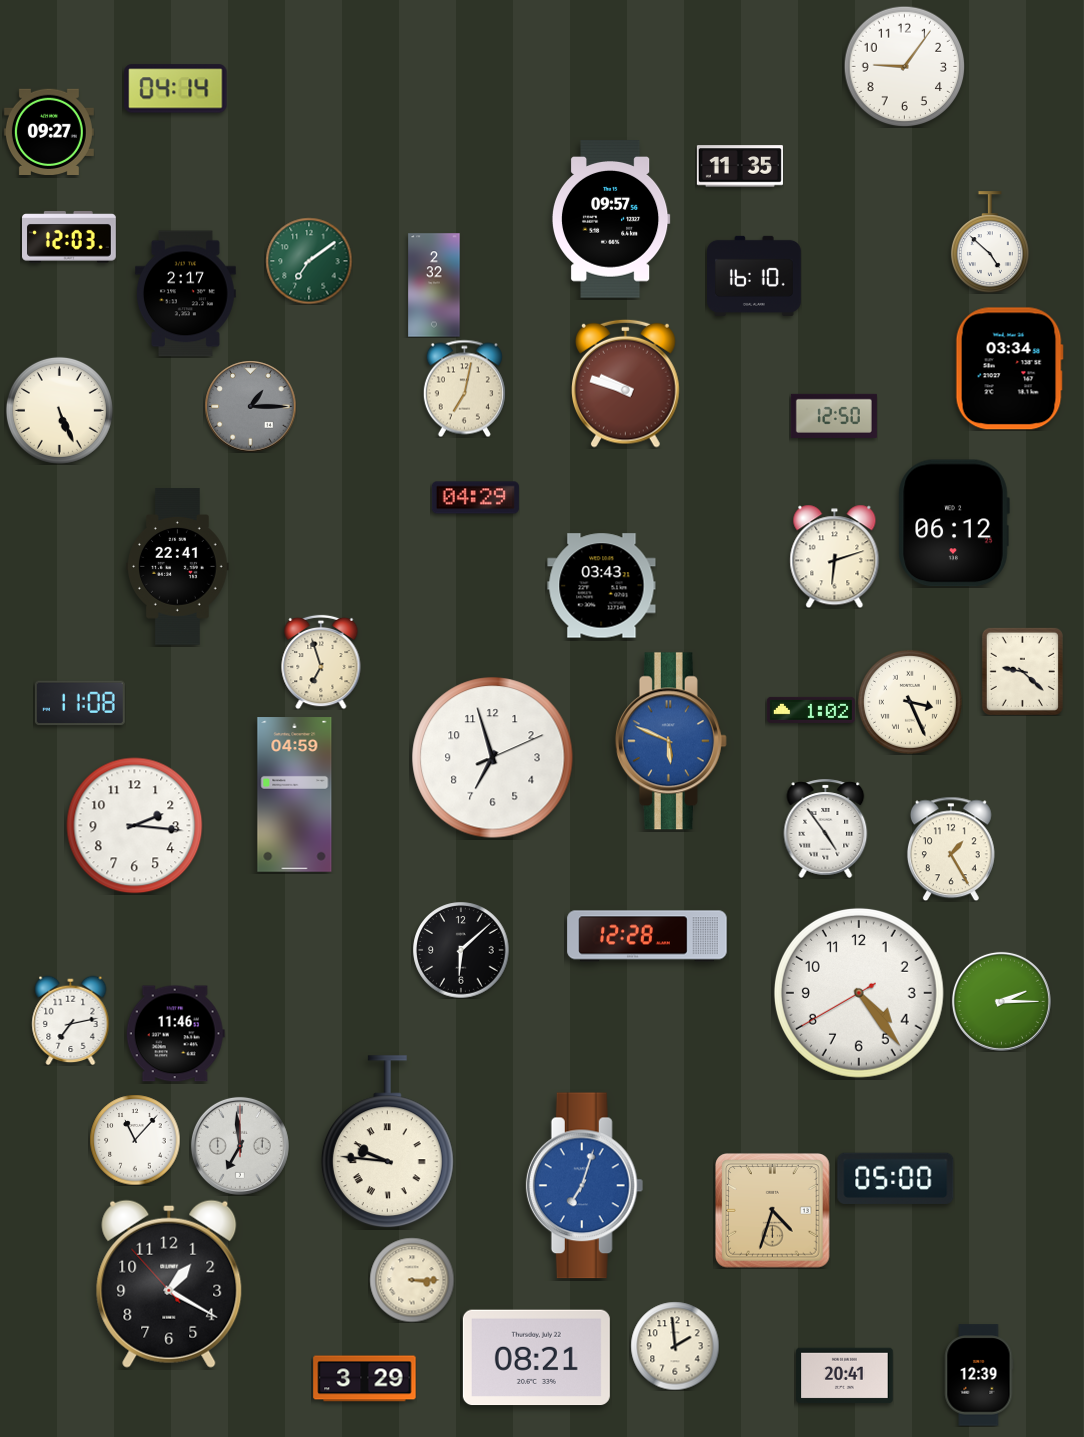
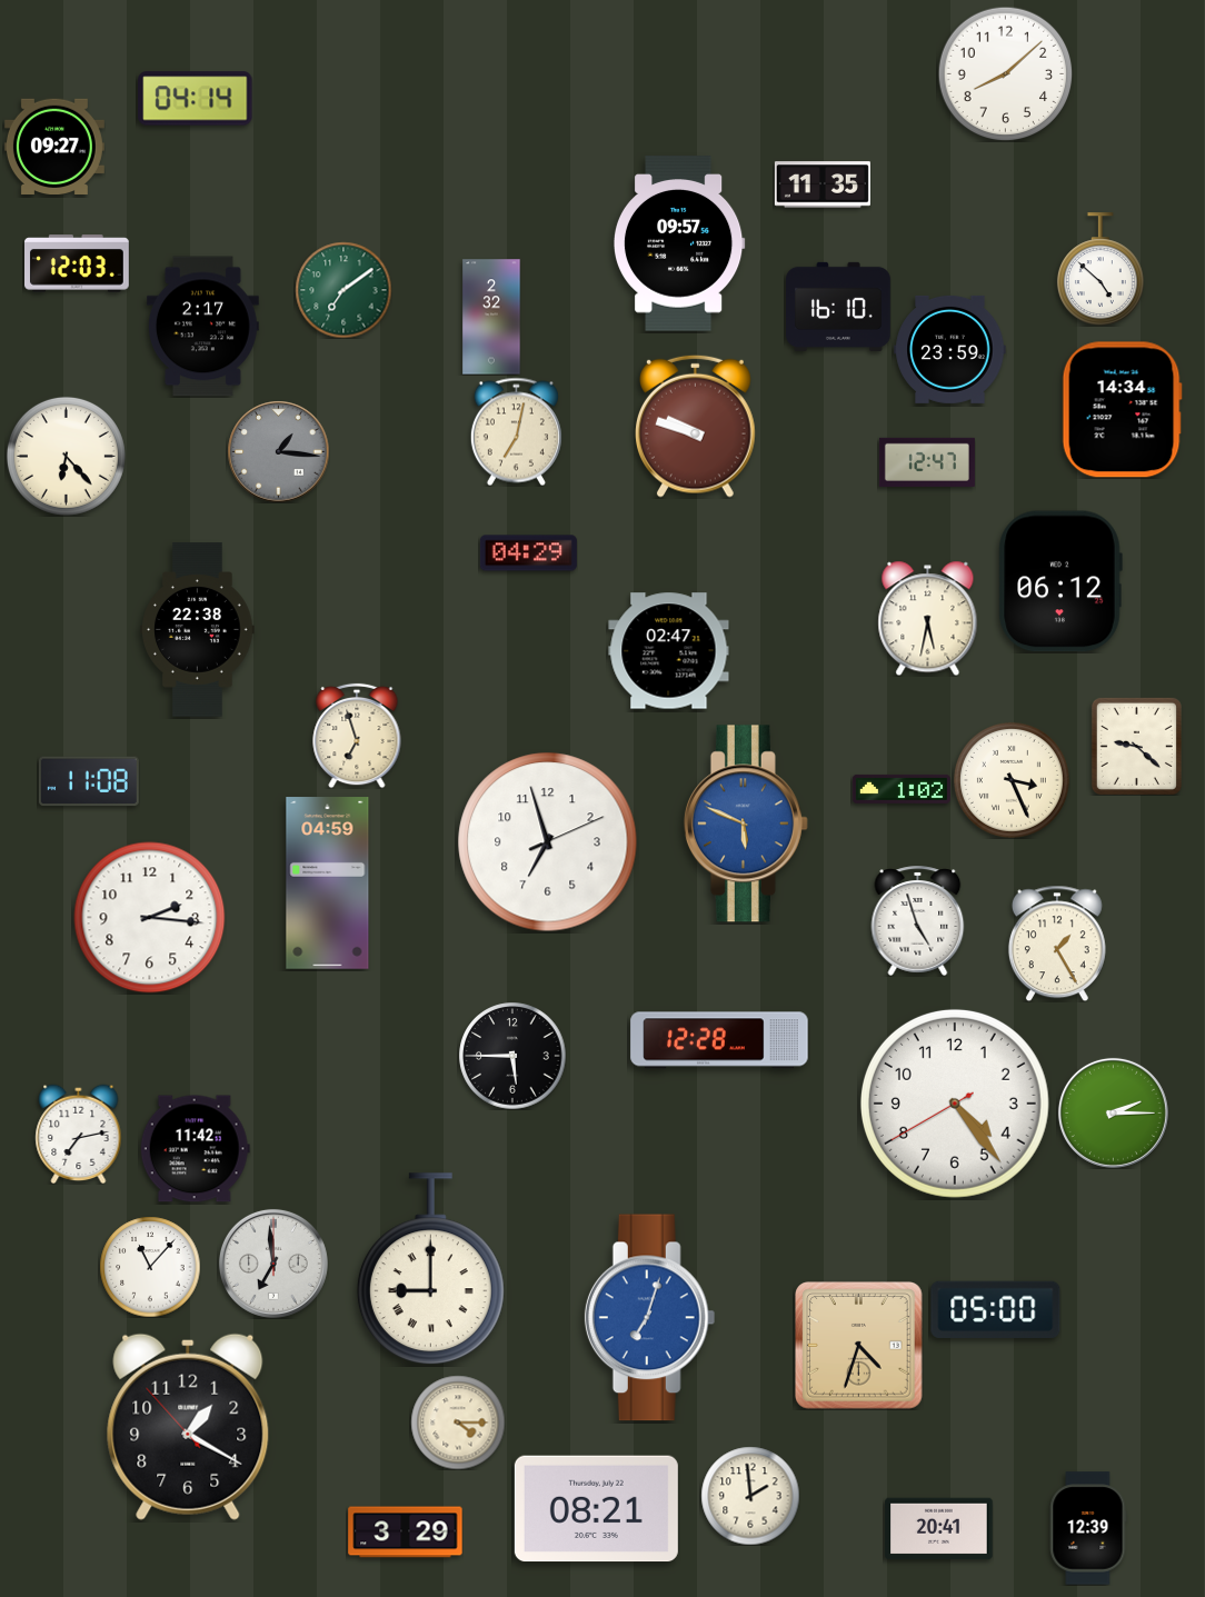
clock at (904, 66): 9:06 -> 8:08
clock at (434, 285) position: (434, 285) -> (491, 317)
clock at (185, 294) position: (185, 294) -> (202, 327)
clock at (950, 349): none -> 23:59
clock at (1009, 369): 03:34 -> 14:34
clock at (250, 406): 1:15 -> 1:16
clock at (59, 410): 5:26 -> 6:23
clock at (834, 416): 12:50 -> 12:47
clock at (835, 556): 6:12 -> 5:32
clock at (178, 567): 22:41 -> 22:38
clock at (602, 586): 03:43 -> 02:47
clock at (826, 828): 4:54 -> 4:57
clock at (461, 950): 6:08 -> 5:45
clock at (175, 1034): 11:46 -> 11:42
clock at (387, 1142): 9:46 -> 9:00
clock at (240, 1146) position: (240, 1146) -> (273, 1264)
clock at (412, 1280): 3:15 -> 4:15
